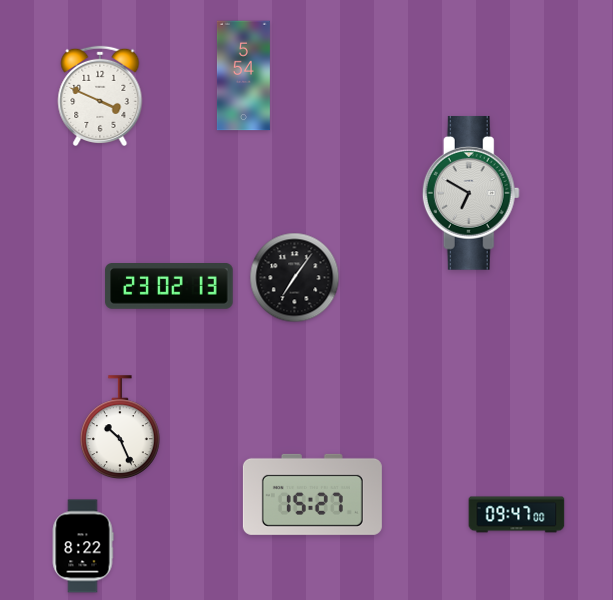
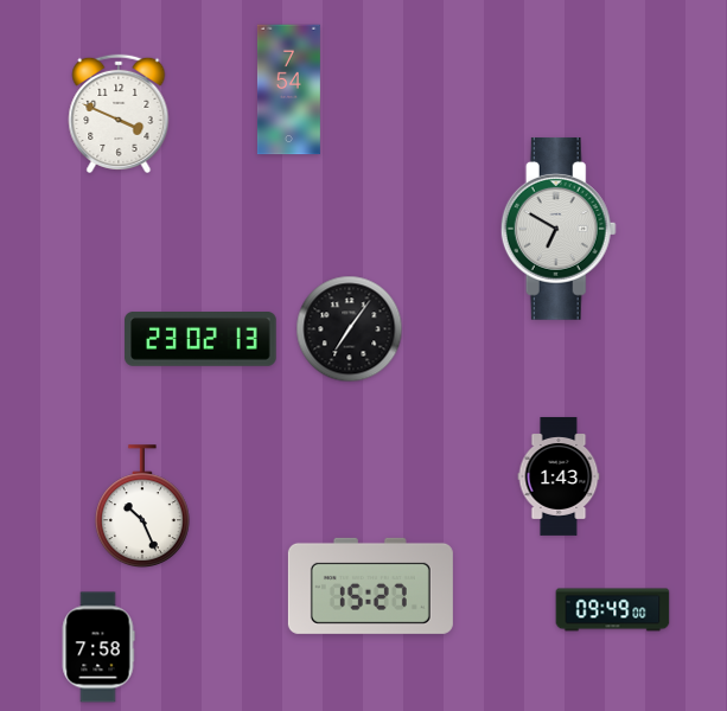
clock at (243, 76): 5:54 -> 7:54
clock at (559, 476): none -> 1:43
clock at (517, 515): 09:47 -> 09:49
clock at (83, 546): 8:22 -> 7:58
